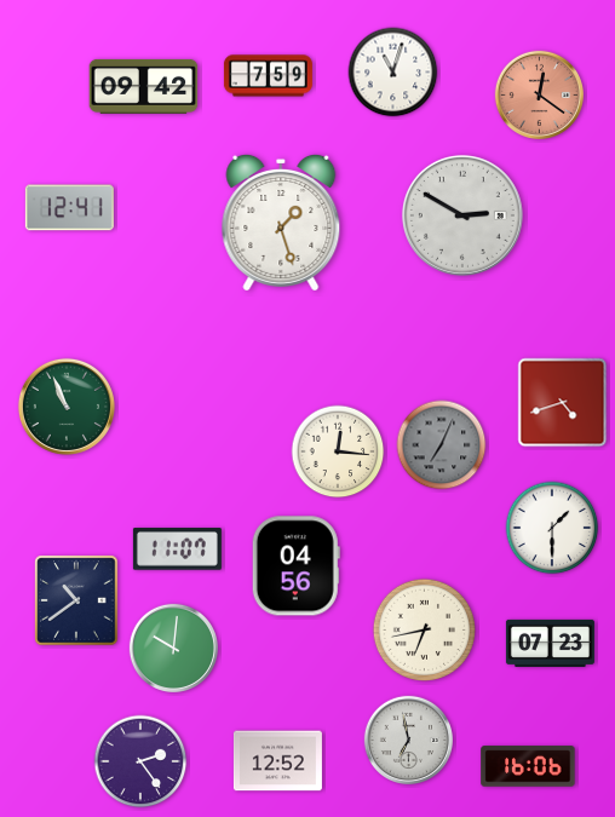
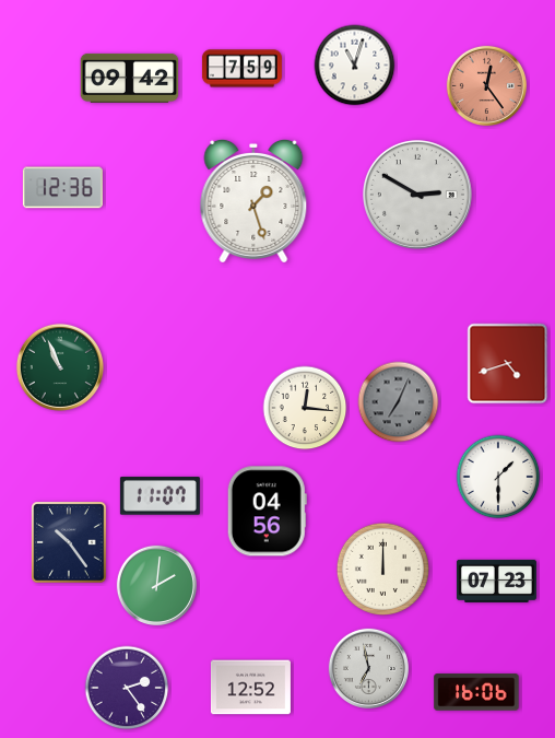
clock at (539, 94): 12:21 -> 12:24
clock at (69, 208): 12:41 -> 12:36
clock at (76, 600): 10:39 -> 10:24
clock at (424, 629): 6:43 -> 12:00
clock at (173, 648): 10:01 -> 2:01
